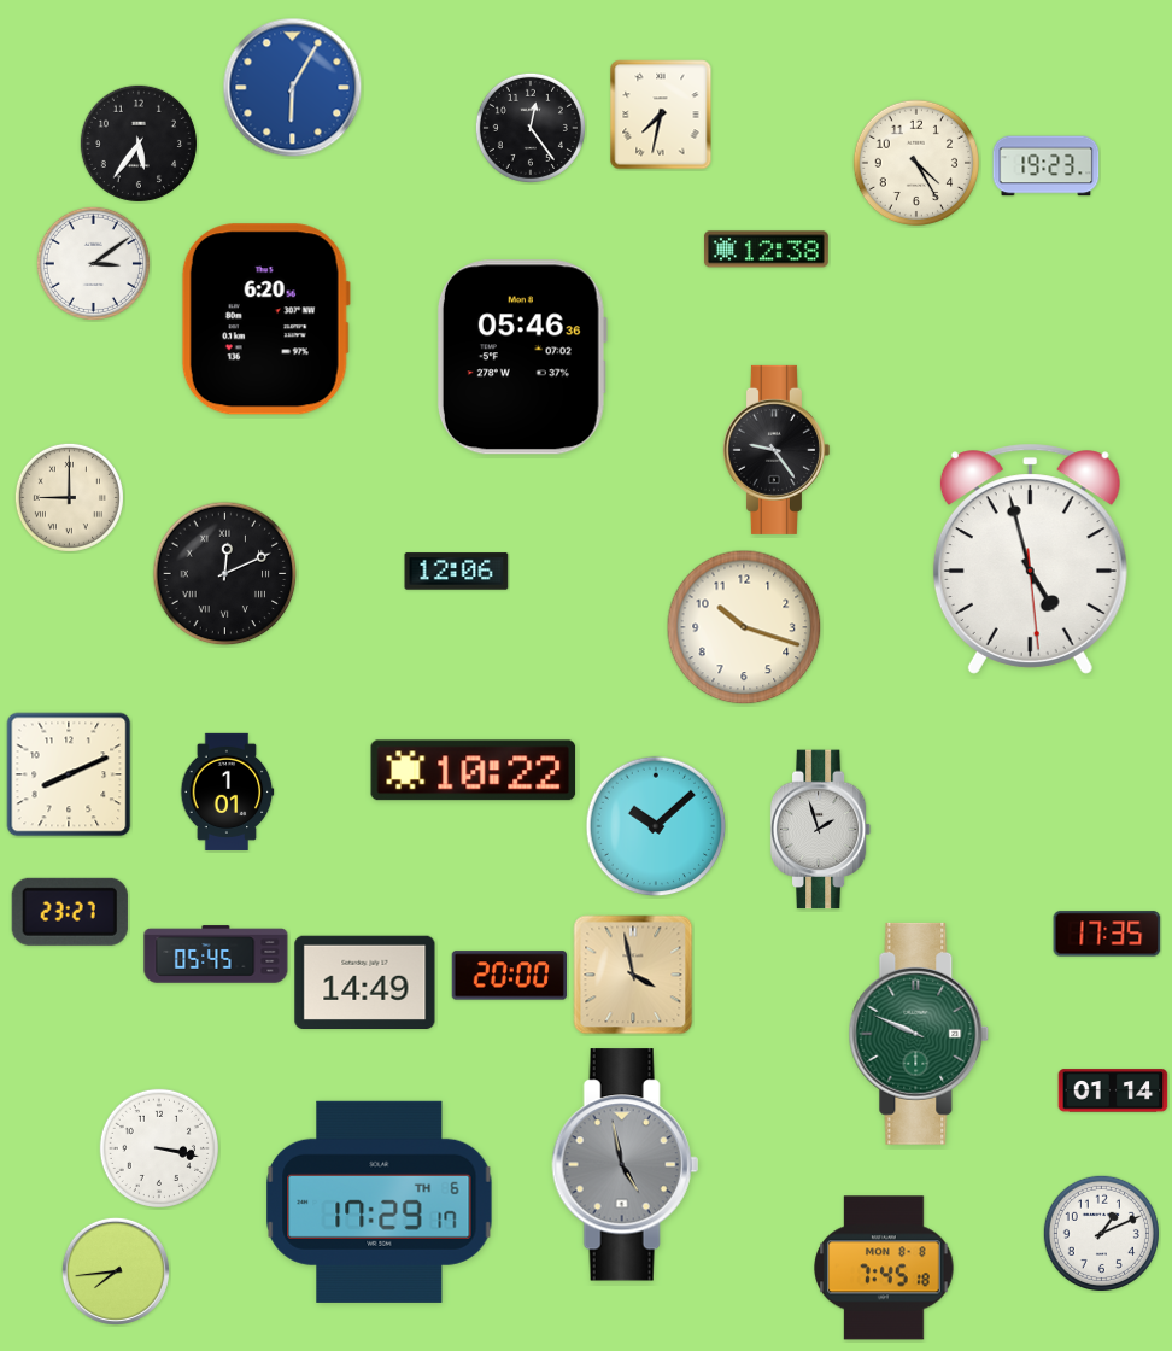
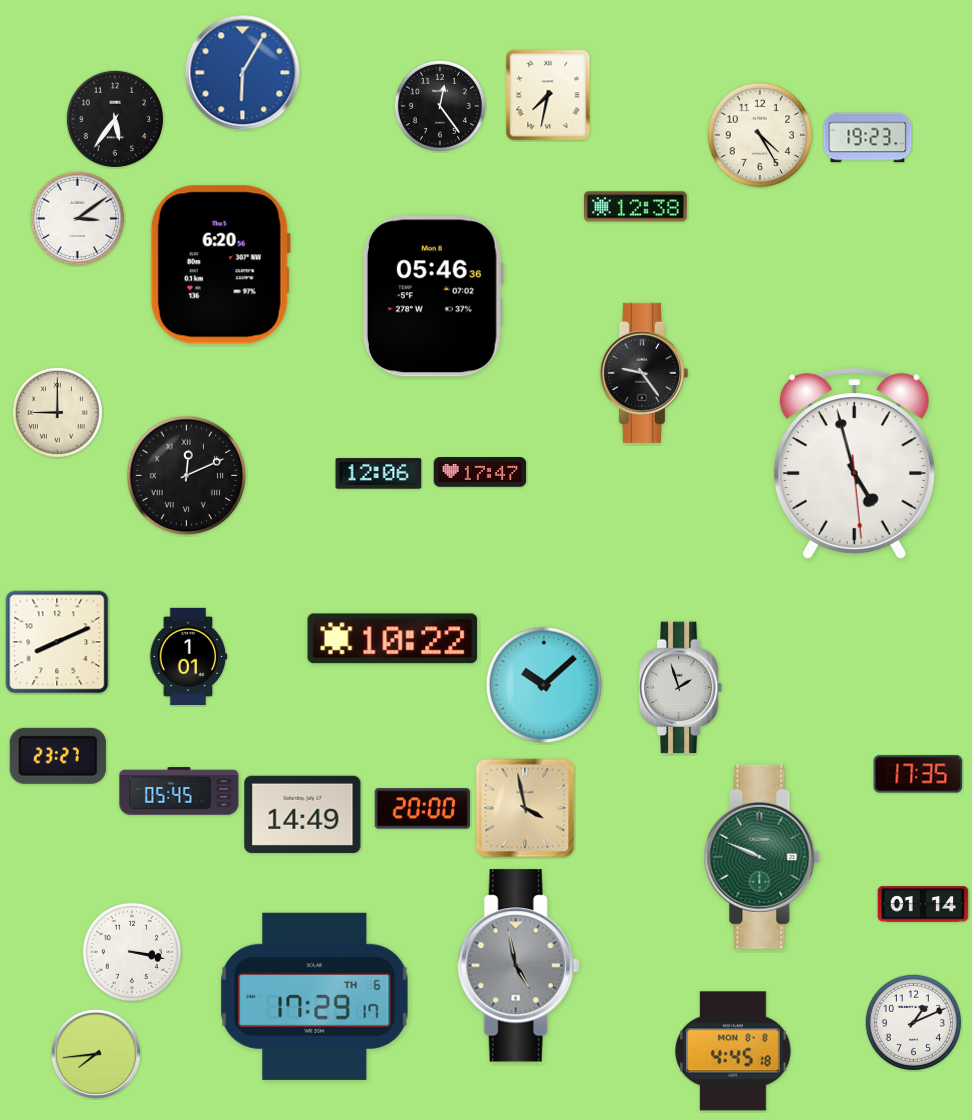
clock at (480, 472): none -> 17:47
clock at (744, 627): 10:18 -> none
clock at (884, 1268): 7:45 -> 4:45
